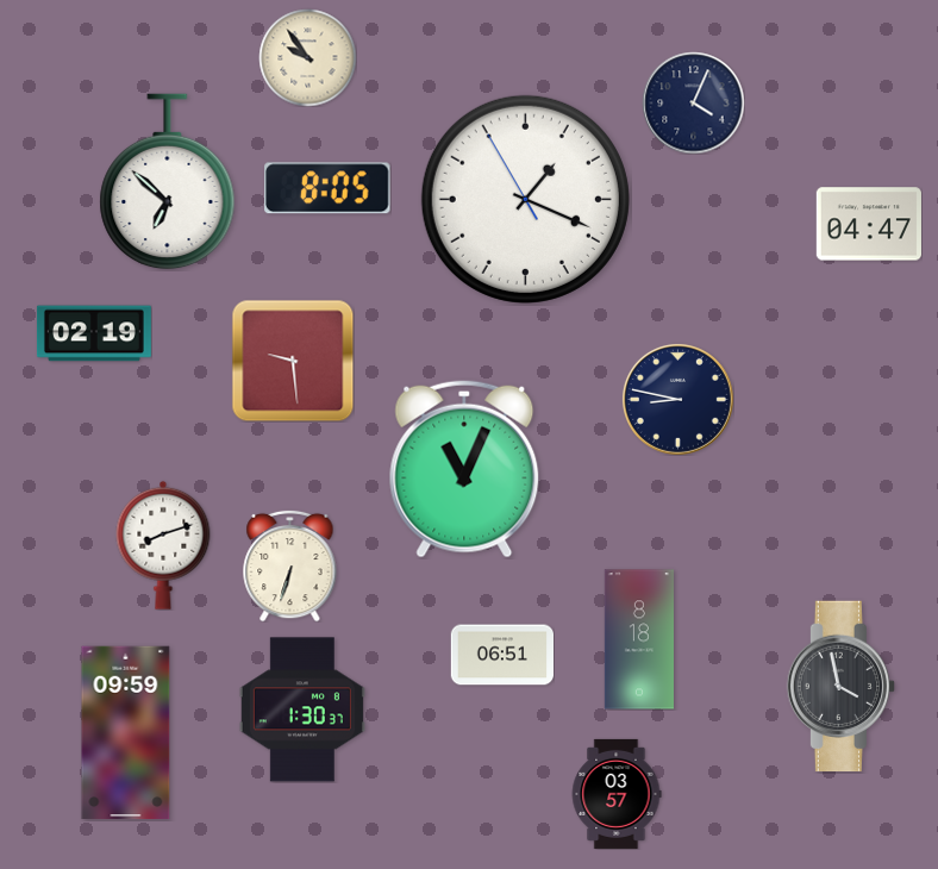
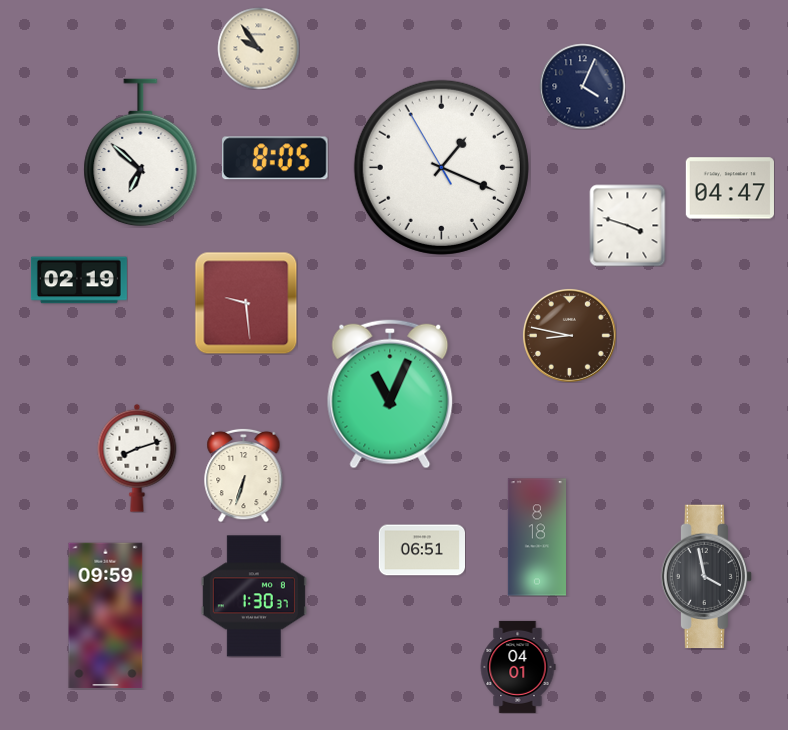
clock at (628, 225): none -> 3:48
clock at (677, 399) dial: navy -> brown
clock at (617, 794): 03:57 -> 04:01
